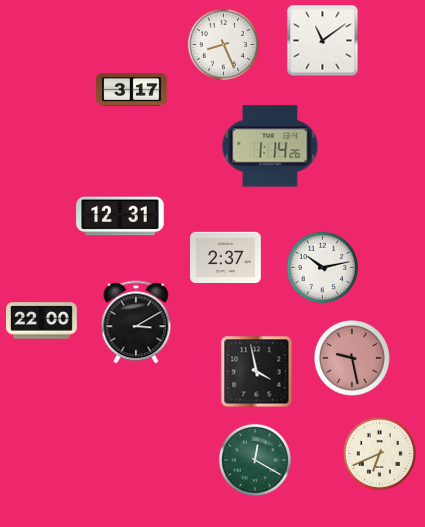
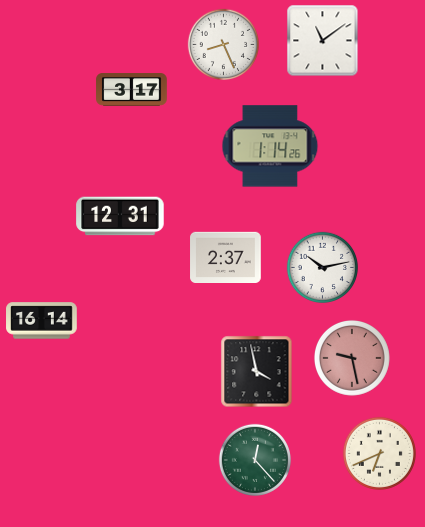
clock at (42, 321): 22:00 -> 16:14
clock at (136, 322): 3:10 -> none
clock at (254, 459): 12:20 -> 12:23
